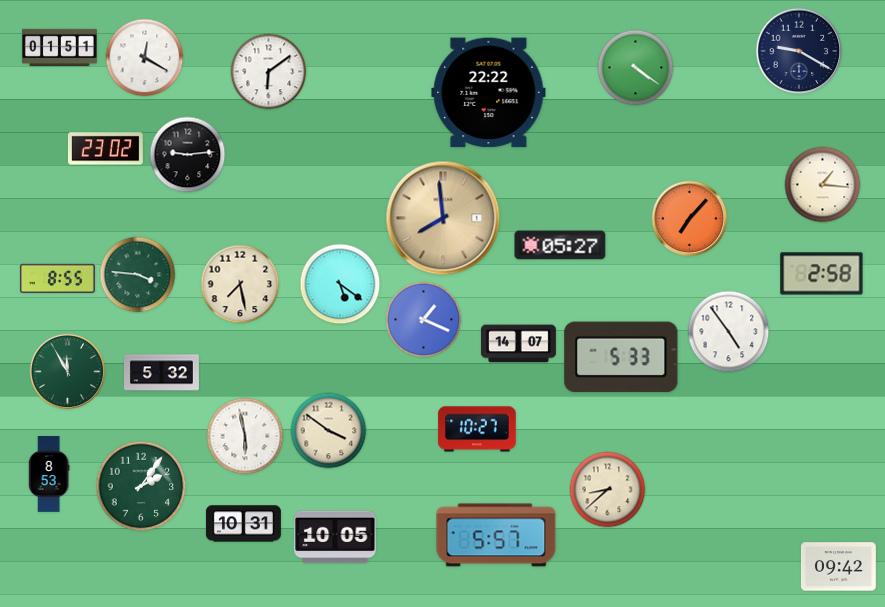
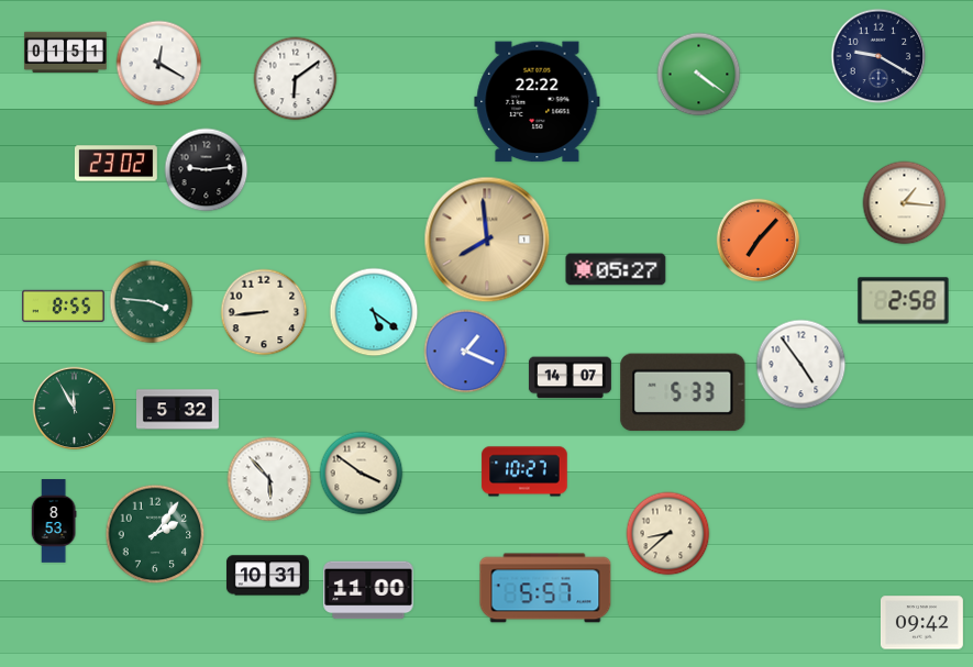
clock at (240, 284): 7:28 -> 8:44
clock at (245, 436): 5:58 -> 5:53
clock at (608, 490) position: (608, 490) -> (668, 534)
clock at (335, 537): 10:05 -> 11:00
